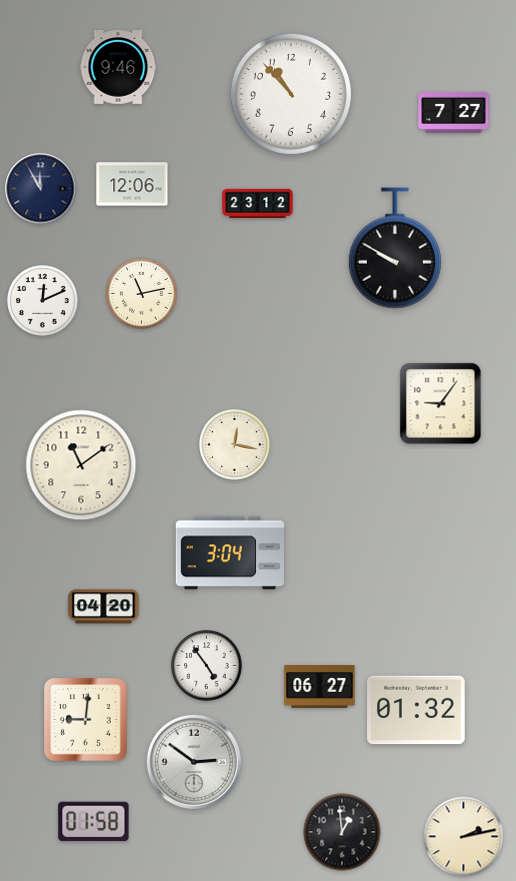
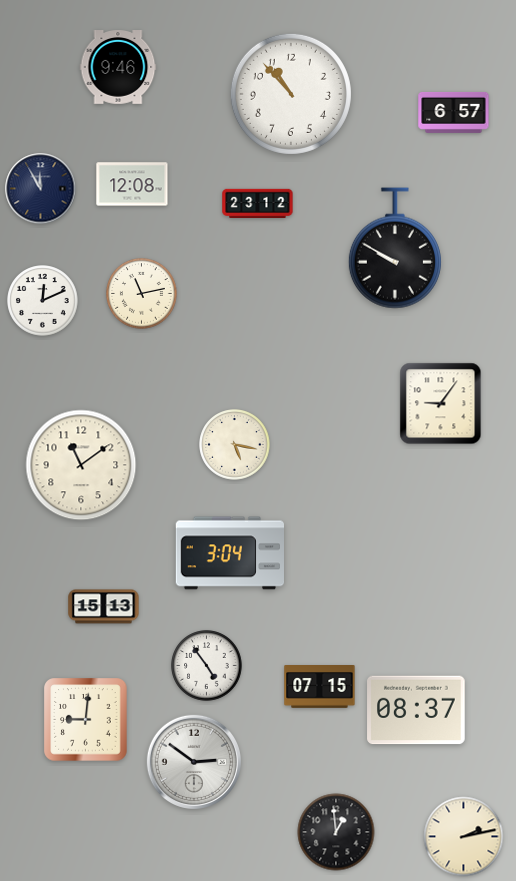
clock at (454, 112): 7:27 -> 6:57
clock at (132, 184): 12:06 -> 12:08
clock at (235, 445): 12:17 -> 5:17
clock at (104, 607): 04:20 -> 15:13
clock at (320, 687): 06:27 -> 07:15
clock at (416, 710): 01:32 -> 08:37
clock at (94, 822): 01:58 -> none
clock at (342, 832) position: (342, 832) -> (336, 832)
